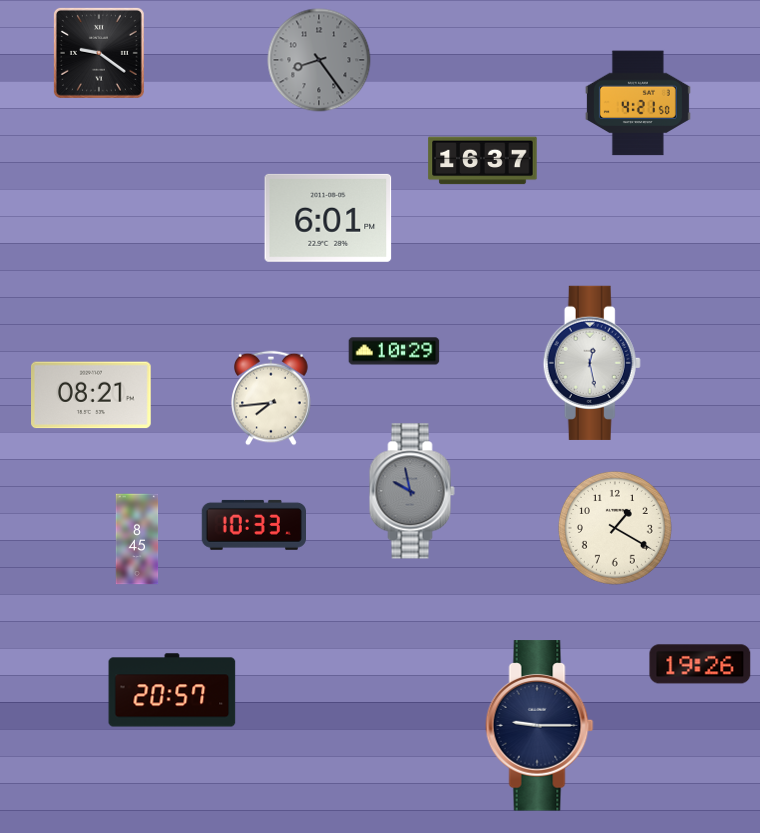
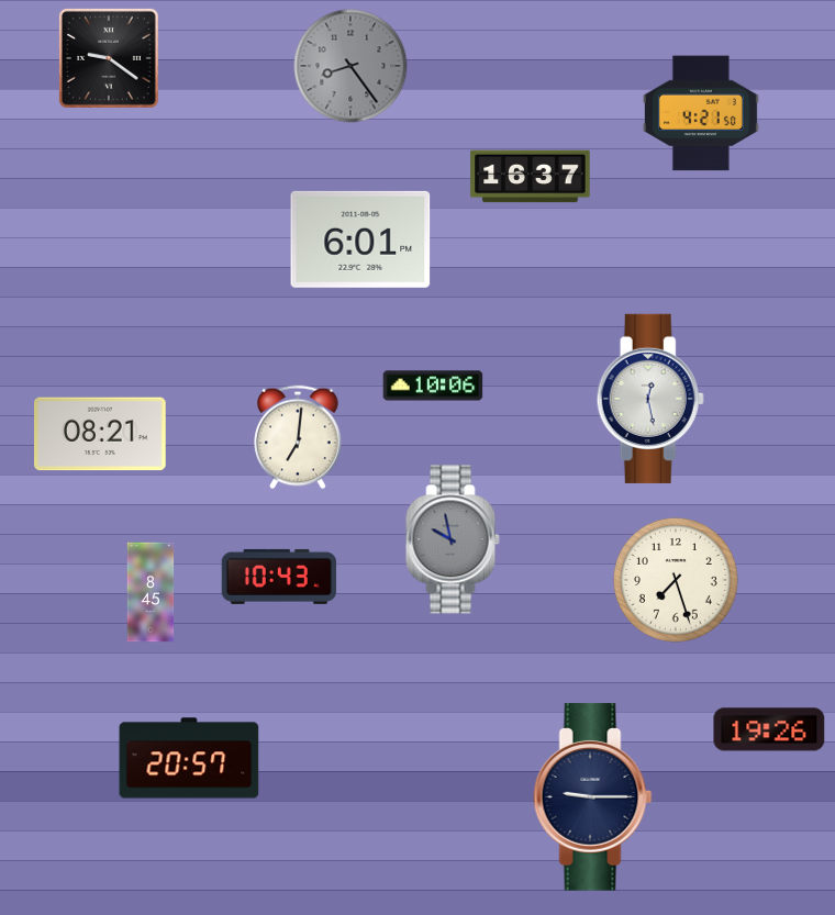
clock at (394, 351): 10:29 -> 10:06
clock at (271, 398): 7:44 -> 7:01
clock at (253, 525): 10:33 -> 10:43
clock at (615, 528): 1:20 -> 7:27
